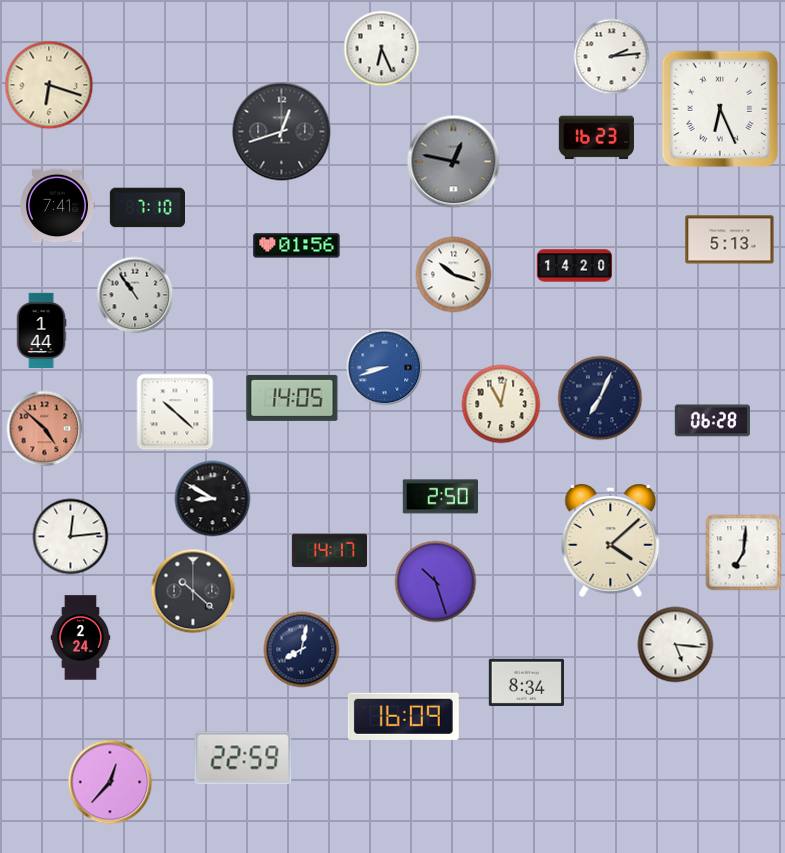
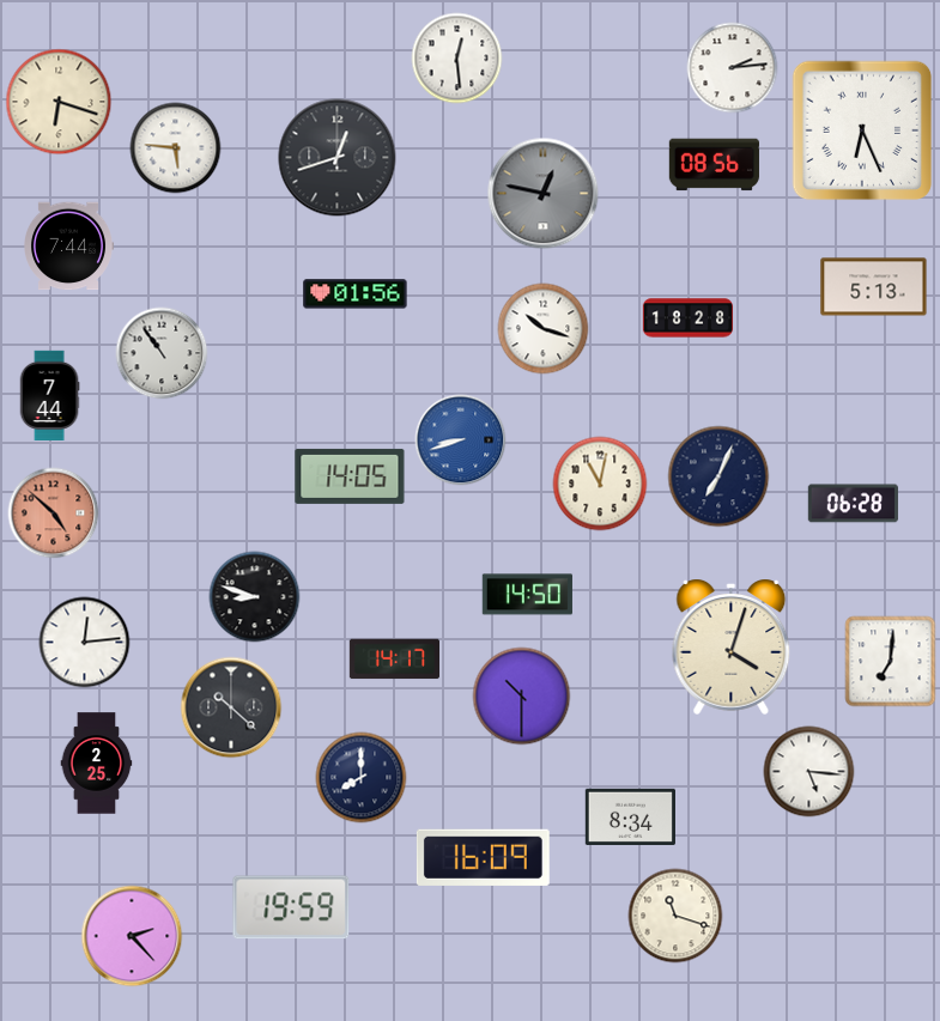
clock at (382, 49): 6:26 -> 12:29
clock at (176, 148): none -> 5:46
clock at (596, 138): 16:23 -> 08:56
clock at (57, 206): 7:41 -> 7:44
clock at (147, 208): 7:10 -> none
clock at (574, 266): 14:20 -> 18:28
clock at (41, 330): 1:44 -> 7:44
clock at (175, 412): 10:22 -> none
clock at (440, 497): 2:50 -> 14:50
clock at (213, 499): 8:50 -> 8:48
clock at (611, 540): 4:08 -> 4:03
clock at (436, 582): 10:27 -> 10:30
clock at (81, 638): 2:24 -> 2:25
clock at (302, 650): 8:02 -> 8:00
clock at (243, 758): 22:59 -> 19:59
clock at (675, 916): none -> 11:18
clock at (110, 782): 12:37 -> 2:23
